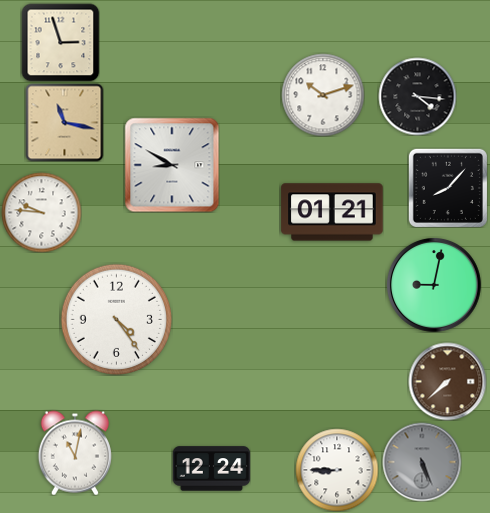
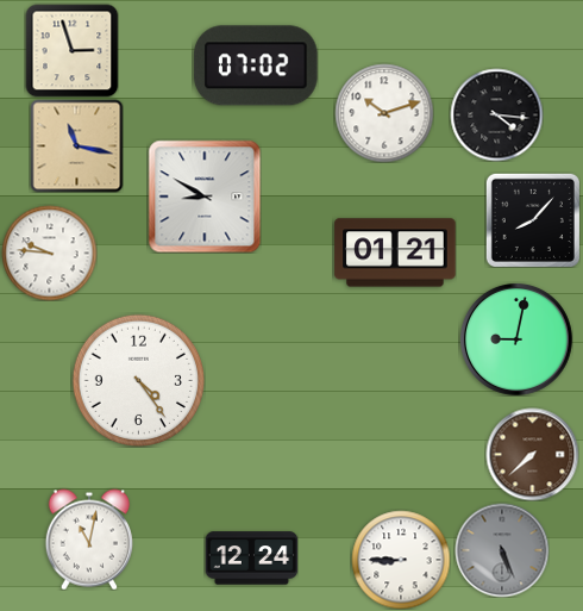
clock at (256, 66): none -> 07:02
clock at (448, 188) position: (448, 188) -> (533, 220)
